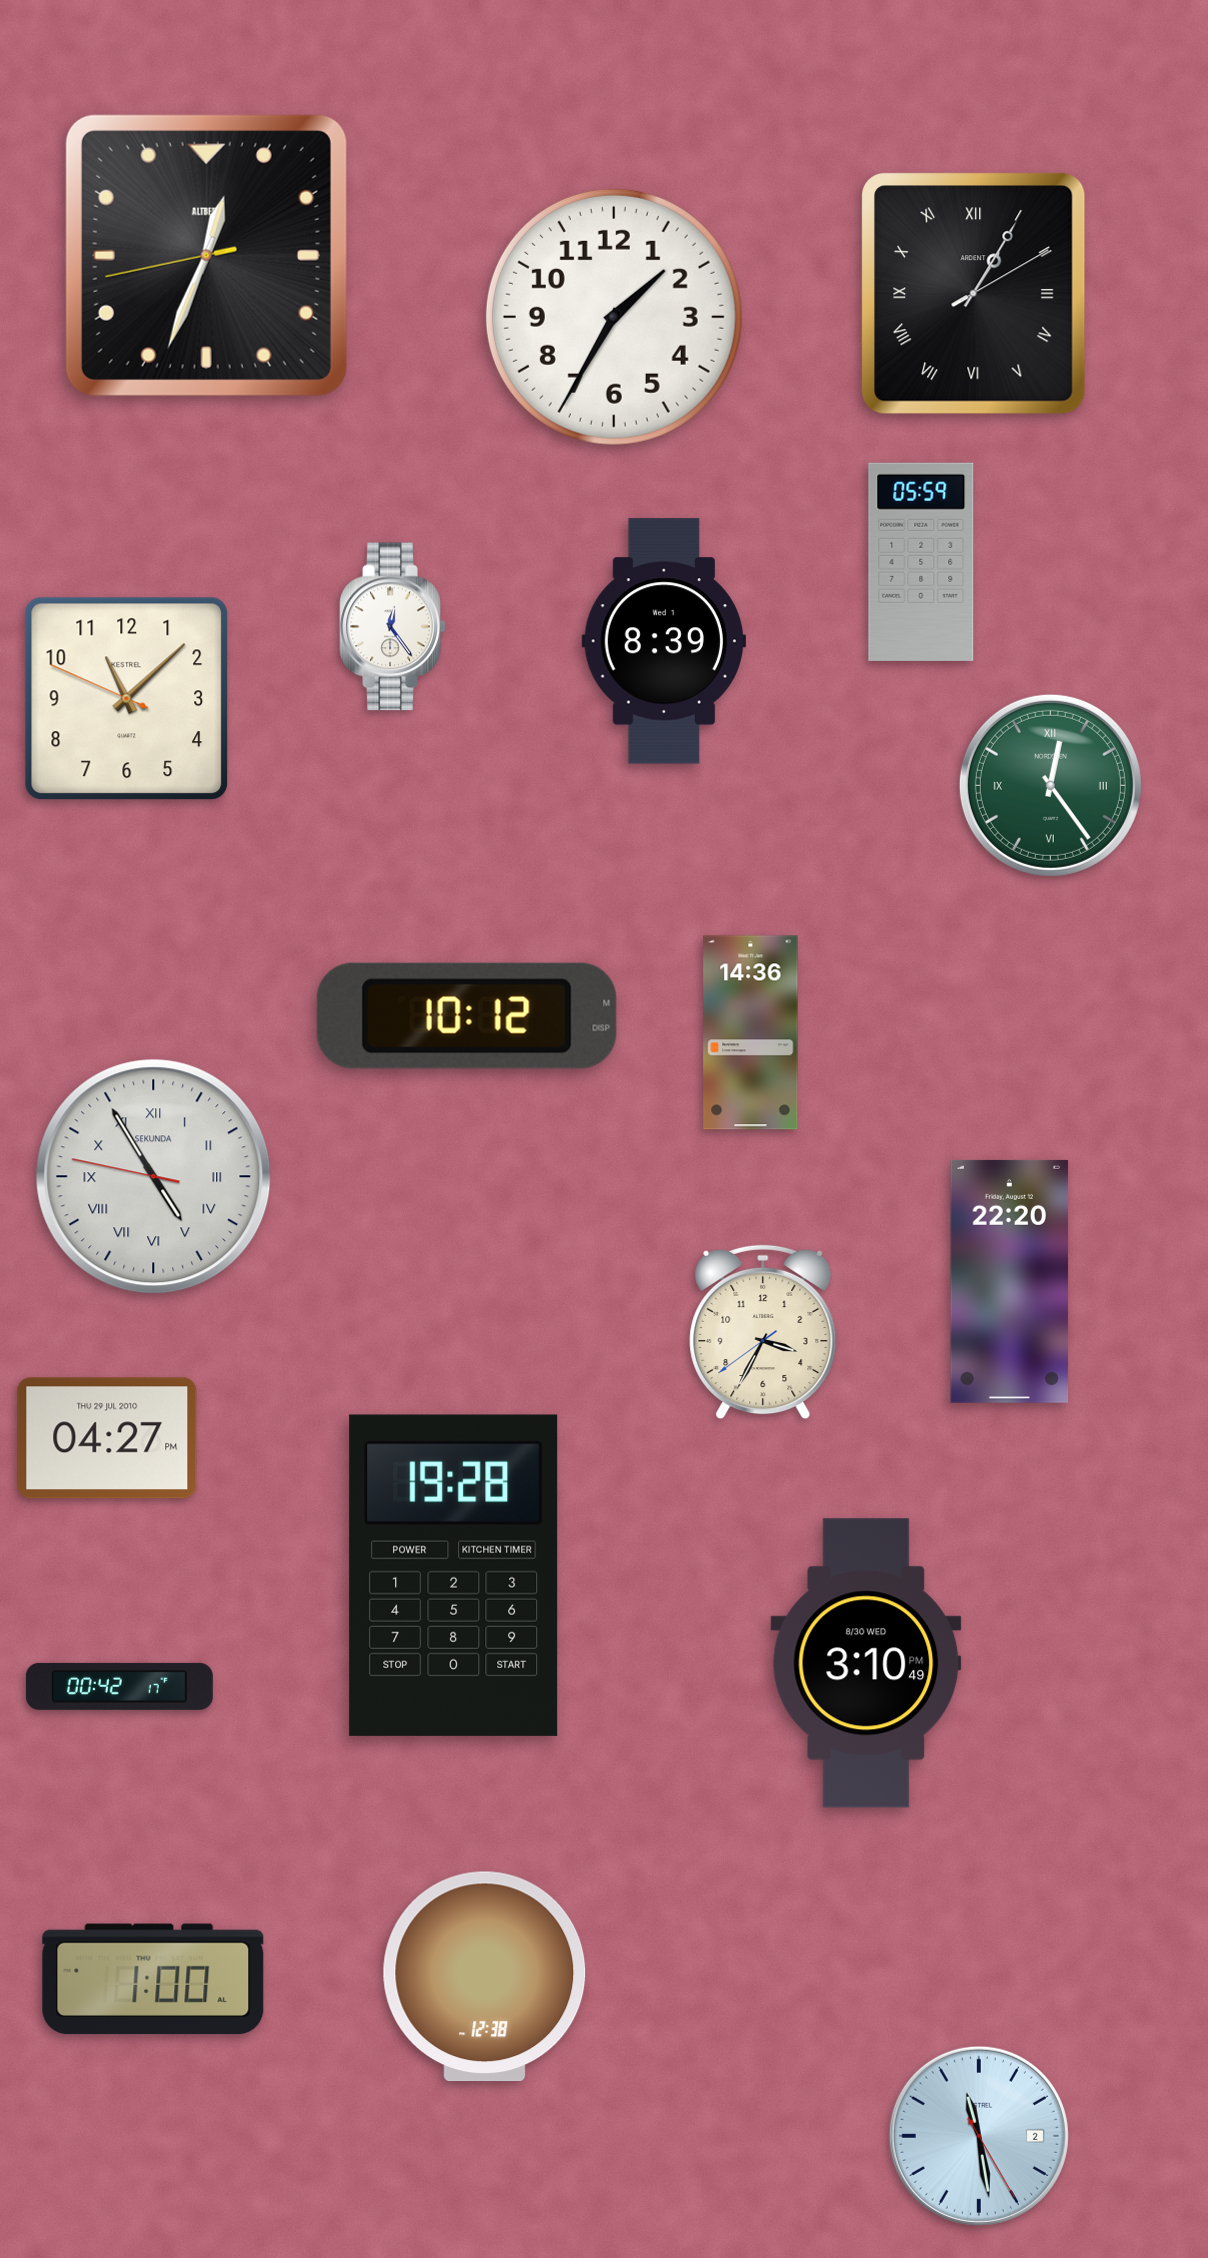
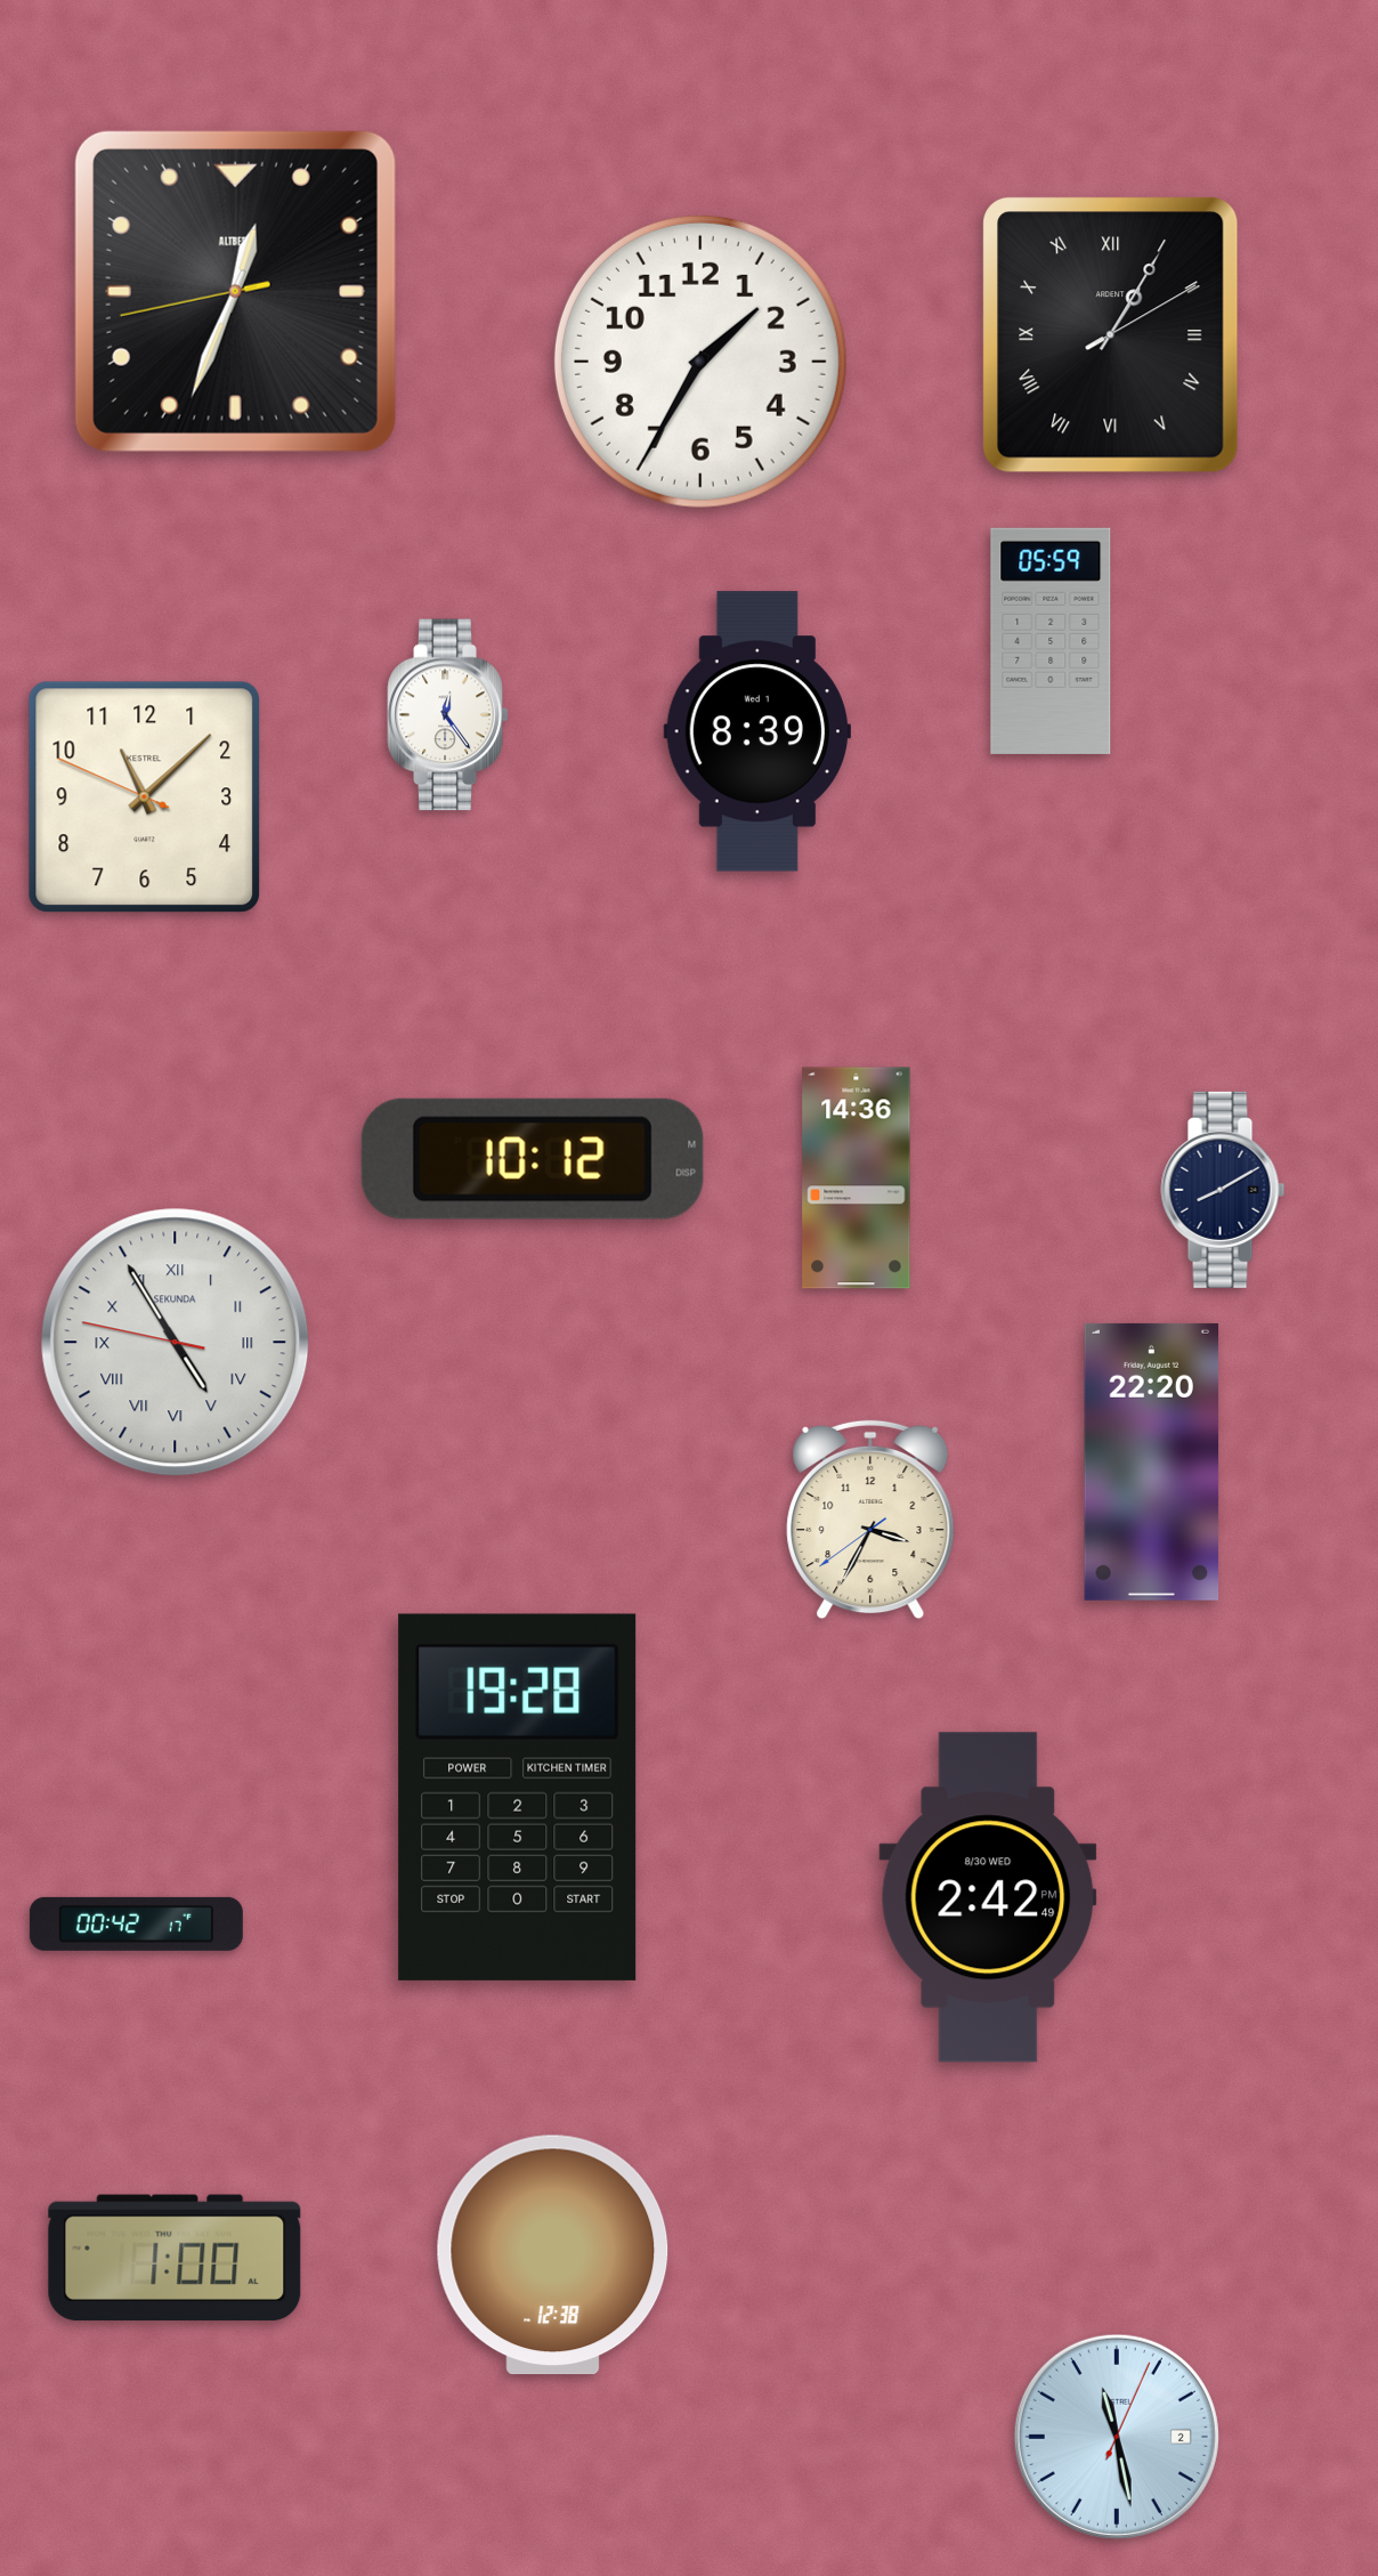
clock at (1050, 785): 12:24 -> none
clock at (1223, 1190): none -> 8:10
clock at (107, 1438): 04:27 -> none
clock at (866, 1663): 3:10 -> 2:42
clock at (979, 2136): 11:28:25 -> 11:28:04
